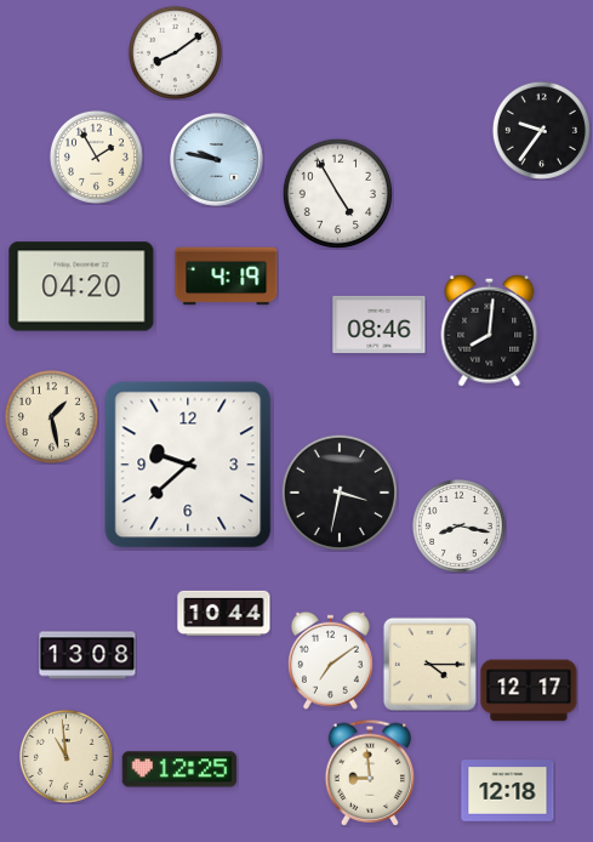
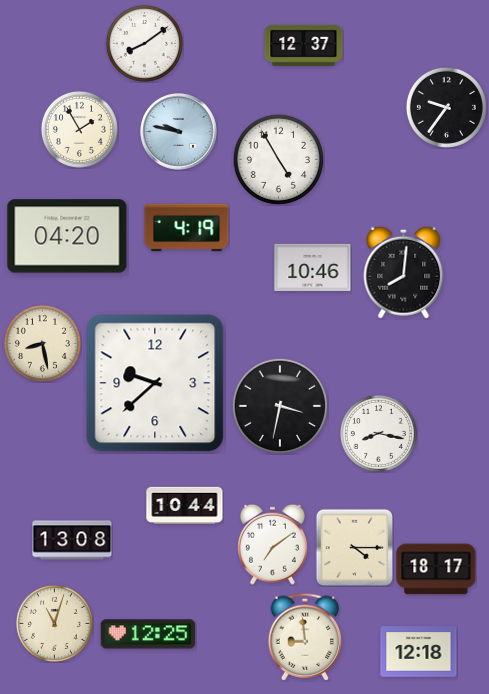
clock at (304, 45): none -> 12:37
clock at (380, 324): 08:46 -> 10:46
clock at (51, 416): 1:28 -> 8:28
clock at (529, 690): 12:17 -> 18:17
clock at (65, 756): 10:59 -> 11:03
